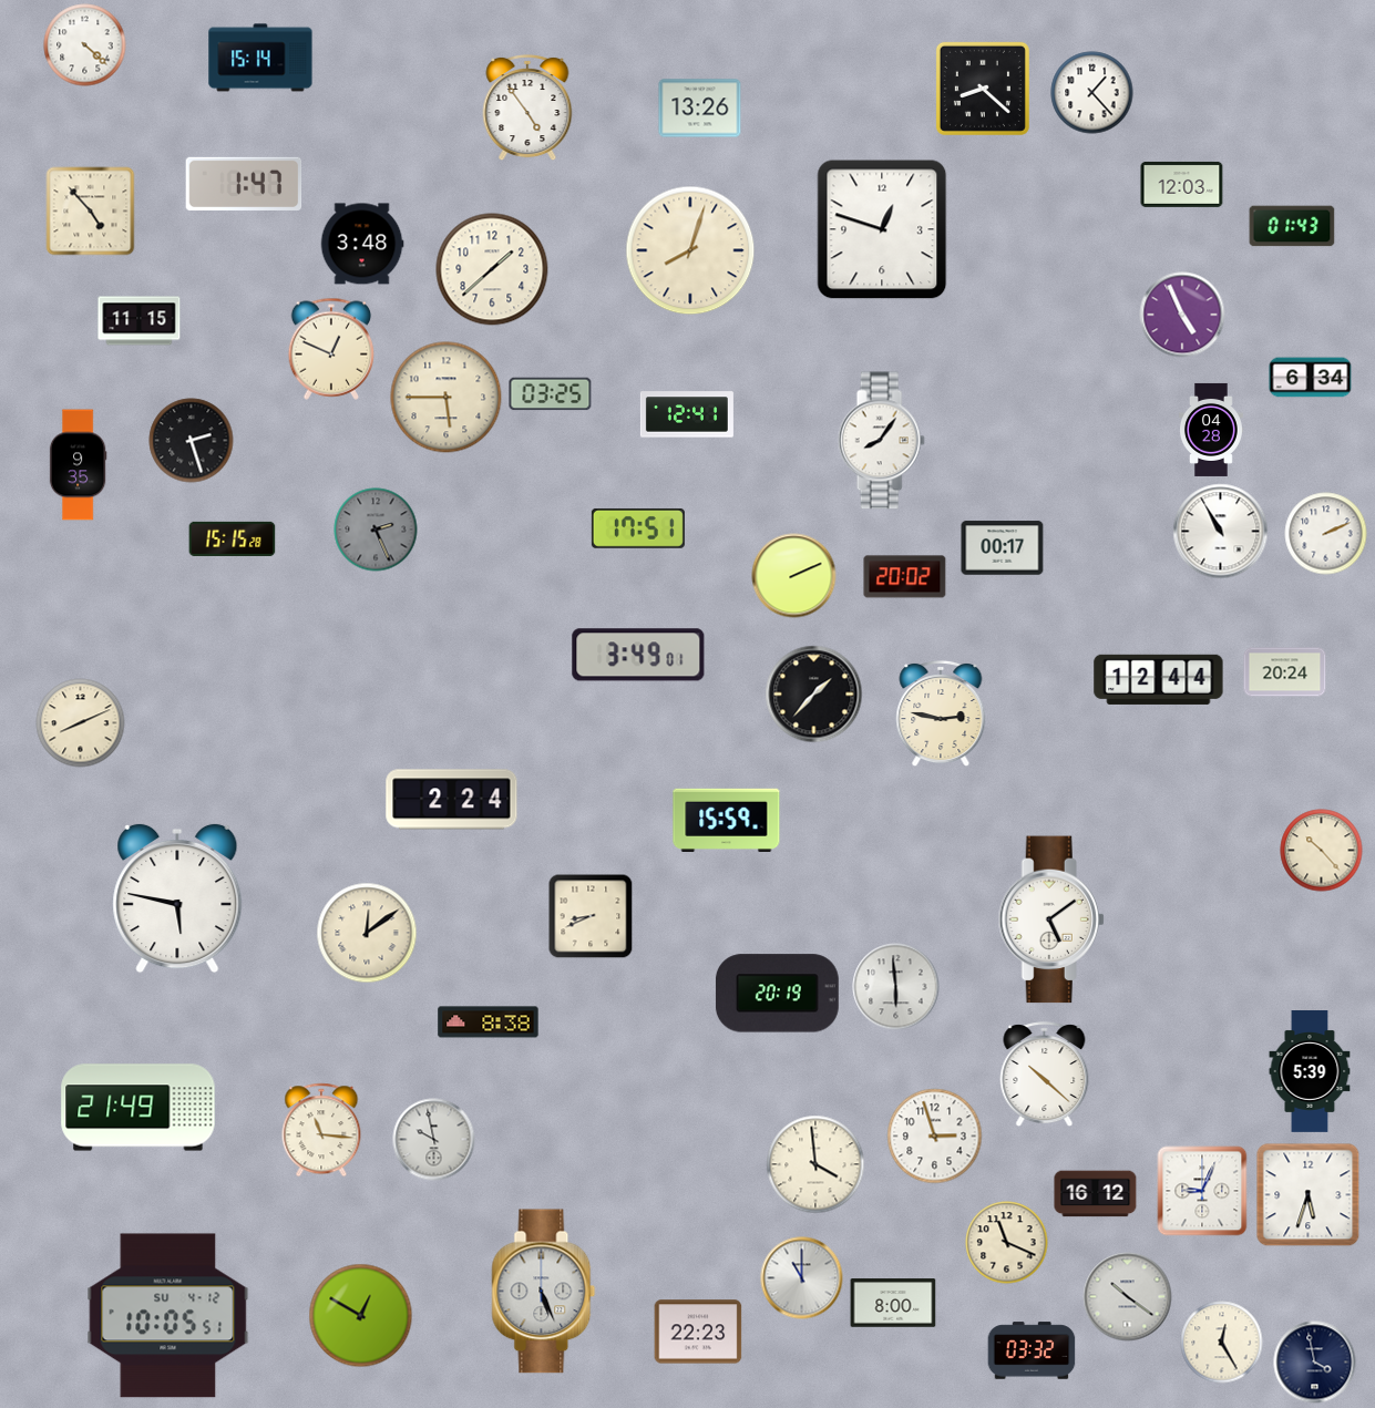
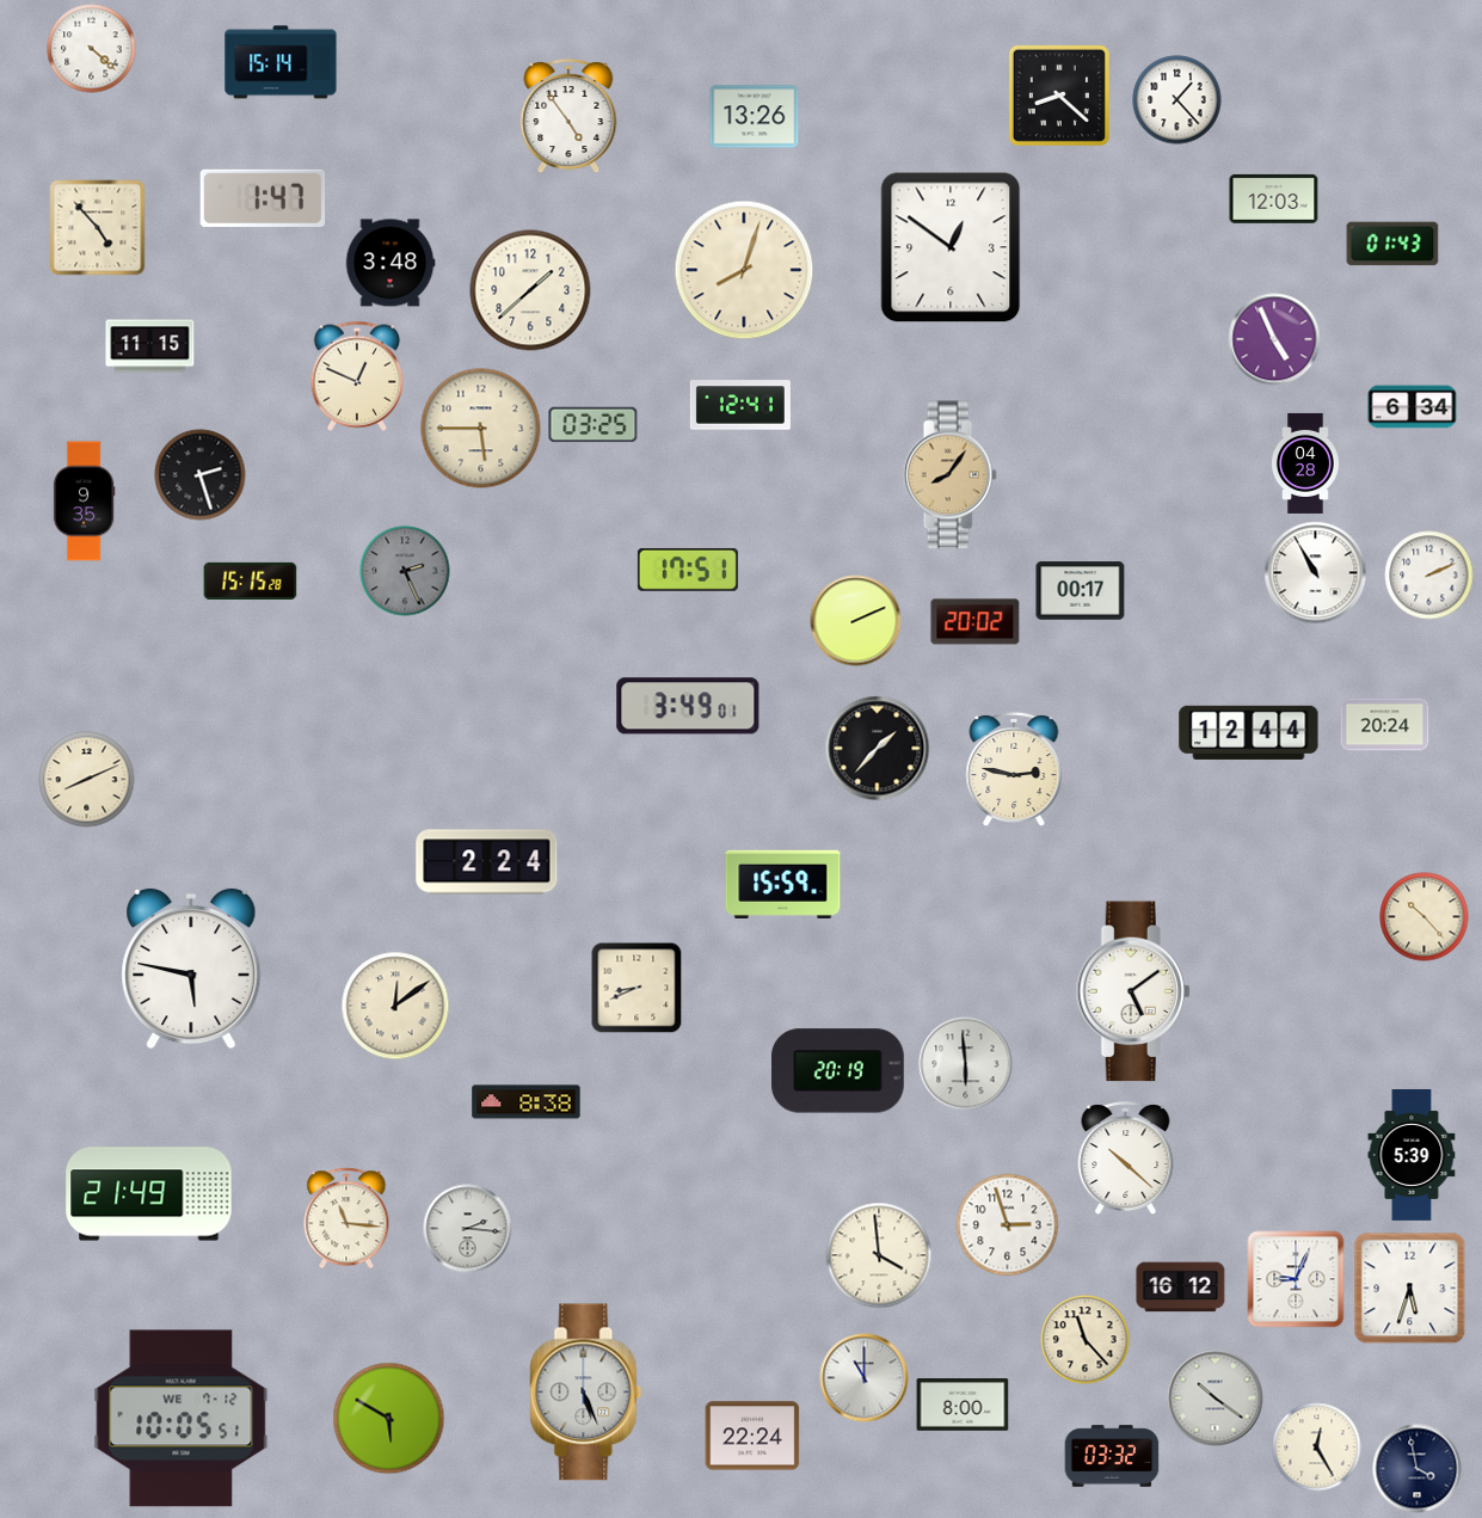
clock at (882, 229): 12:48 -> 12:51
clock at (687, 414) position: (687, 414) -> (740, 405)
clock at (192, 441) position: (192, 441) -> (201, 475)
clock at (881, 441) dial: white -> champagne
clock at (434, 1140): 9:58 -> 2:16
clock at (1202, 1191) position: (1202, 1191) -> (1296, 1279)
clock at (1007, 1243): 11:19 -> 11:23
clock at (168, 1316) date: SU 4-12 -> WE 7-12
clock at (361, 1316): 12:50 -> 5:50
clock at (698, 1332): 22:23 -> 22:24
